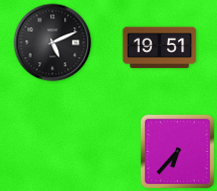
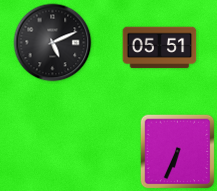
clock at (160, 48): 19:51 -> 05:51
clock at (178, 152): 6:37 -> 6:34
